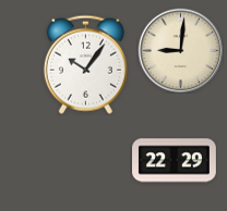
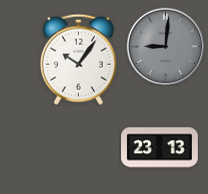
clock at (180, 50) dial: cream -> grey
clock at (175, 161): 22:29 -> 23:13
